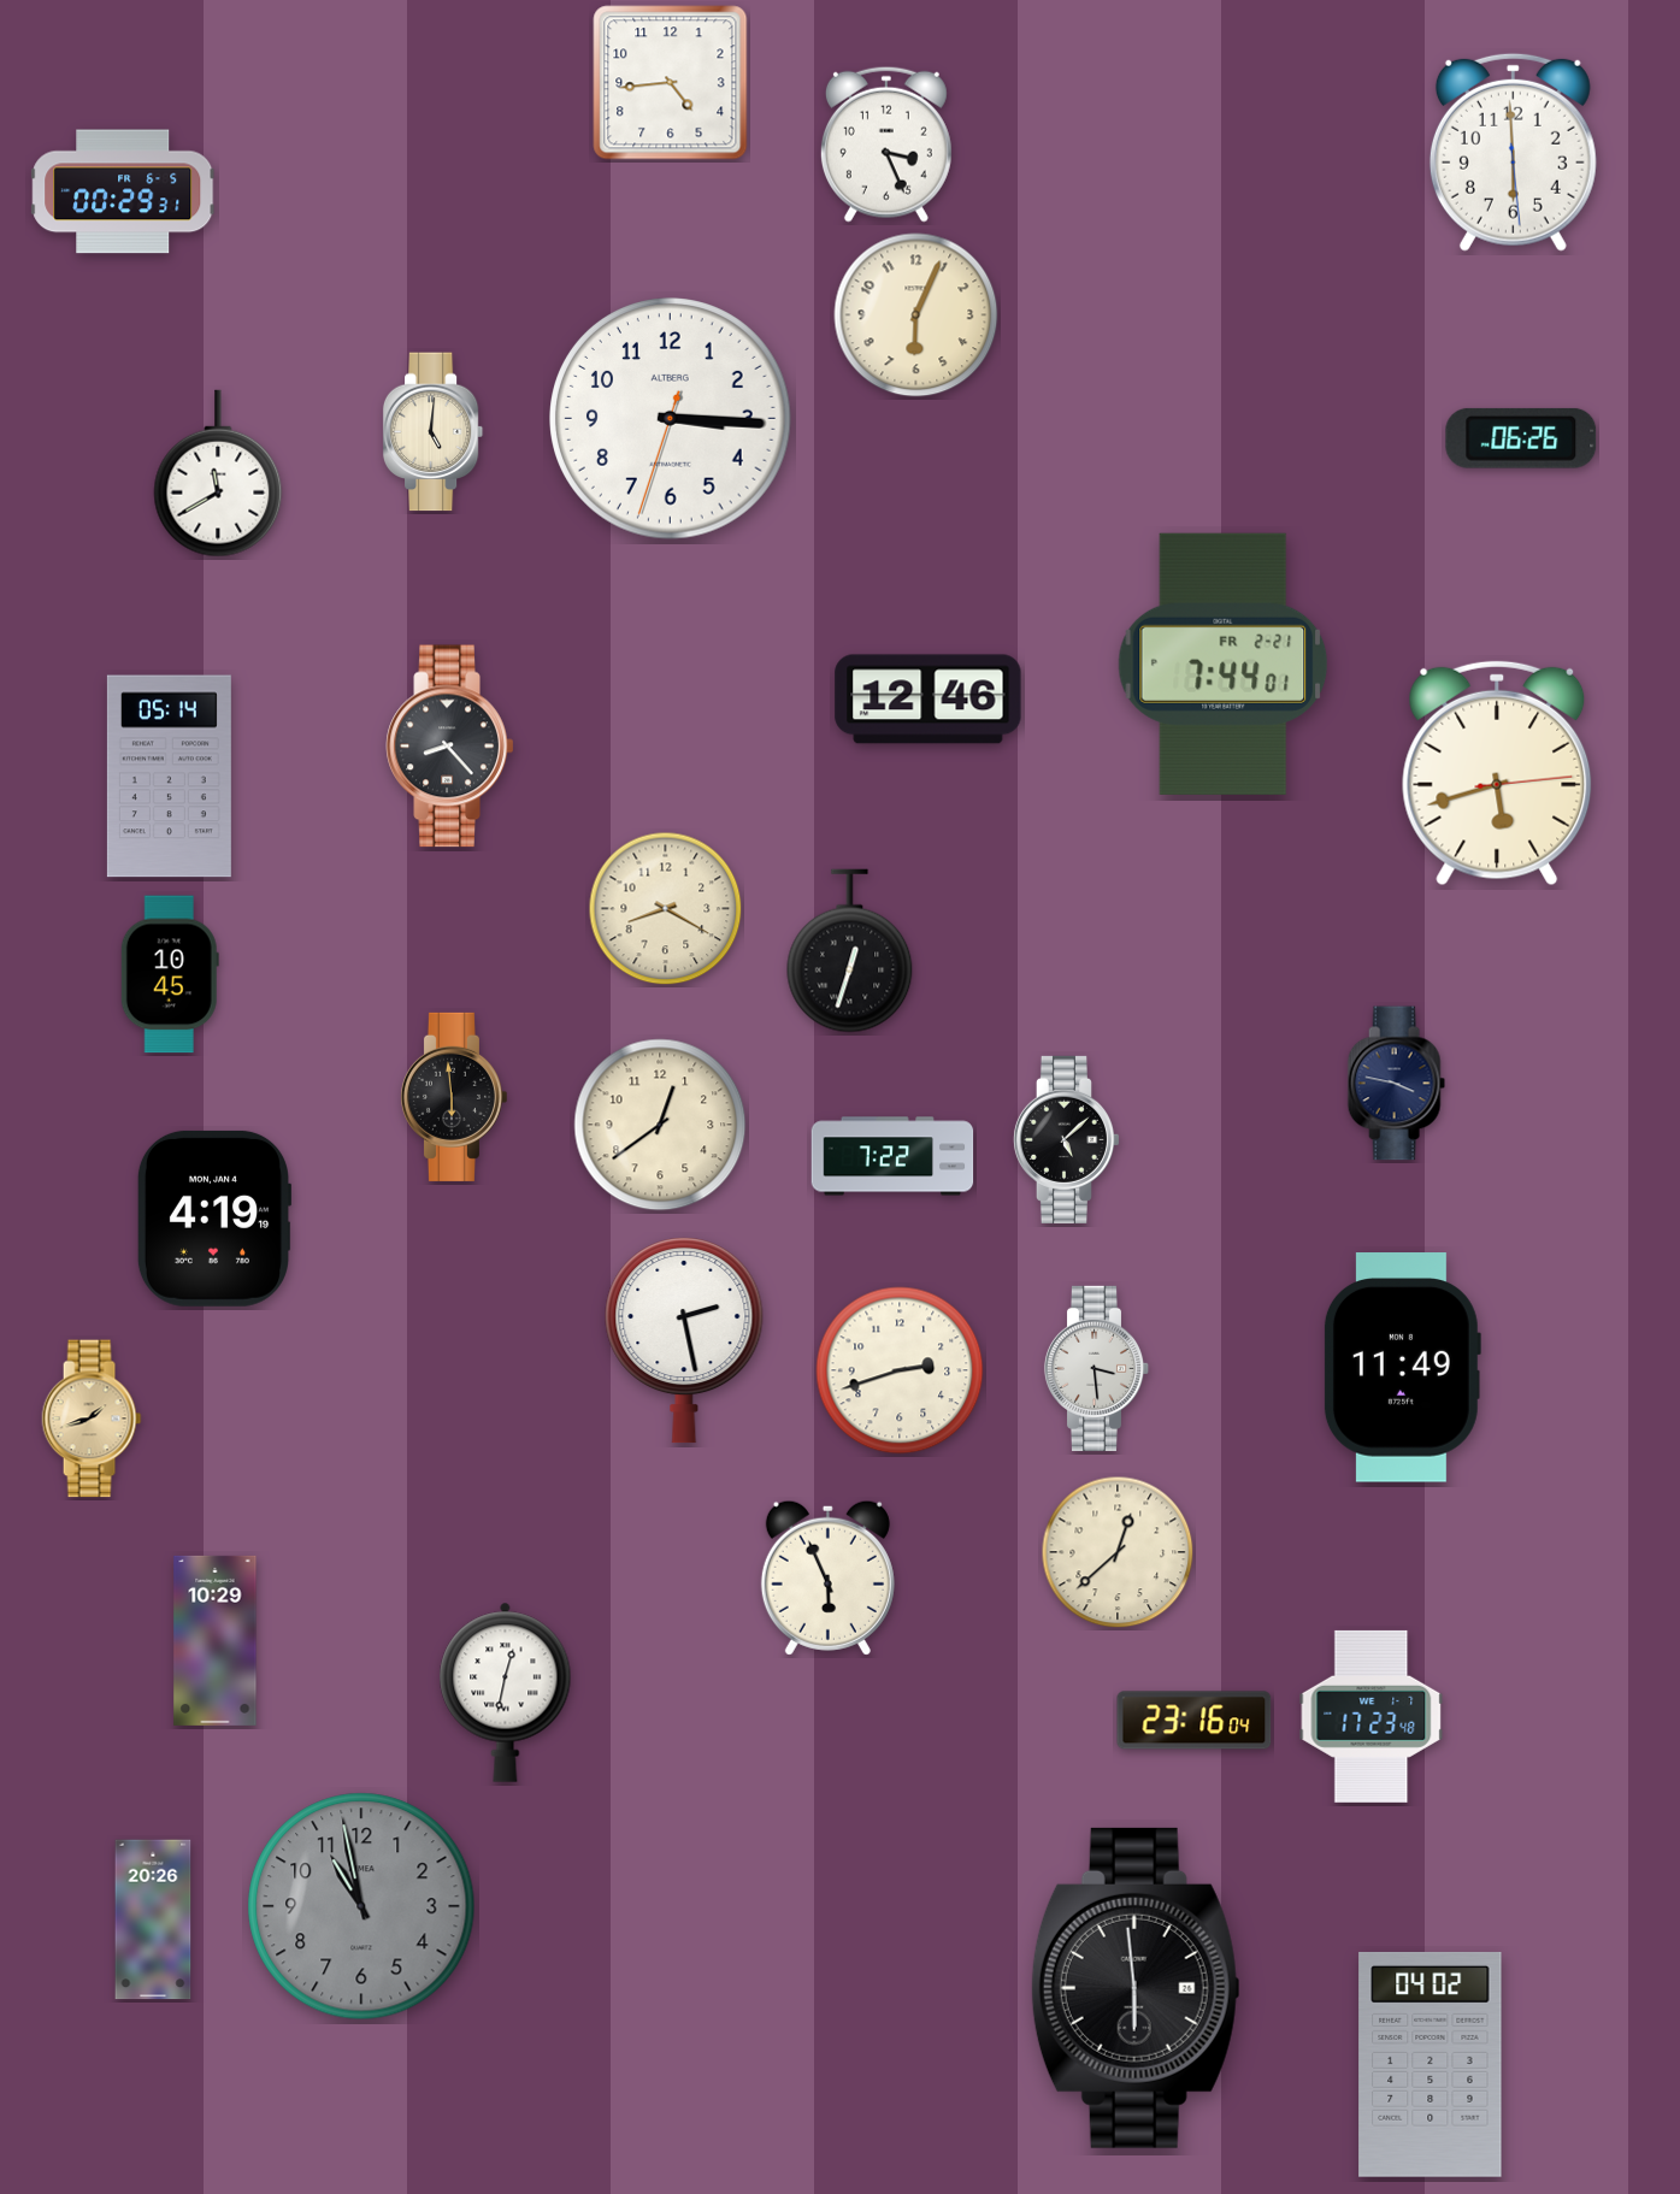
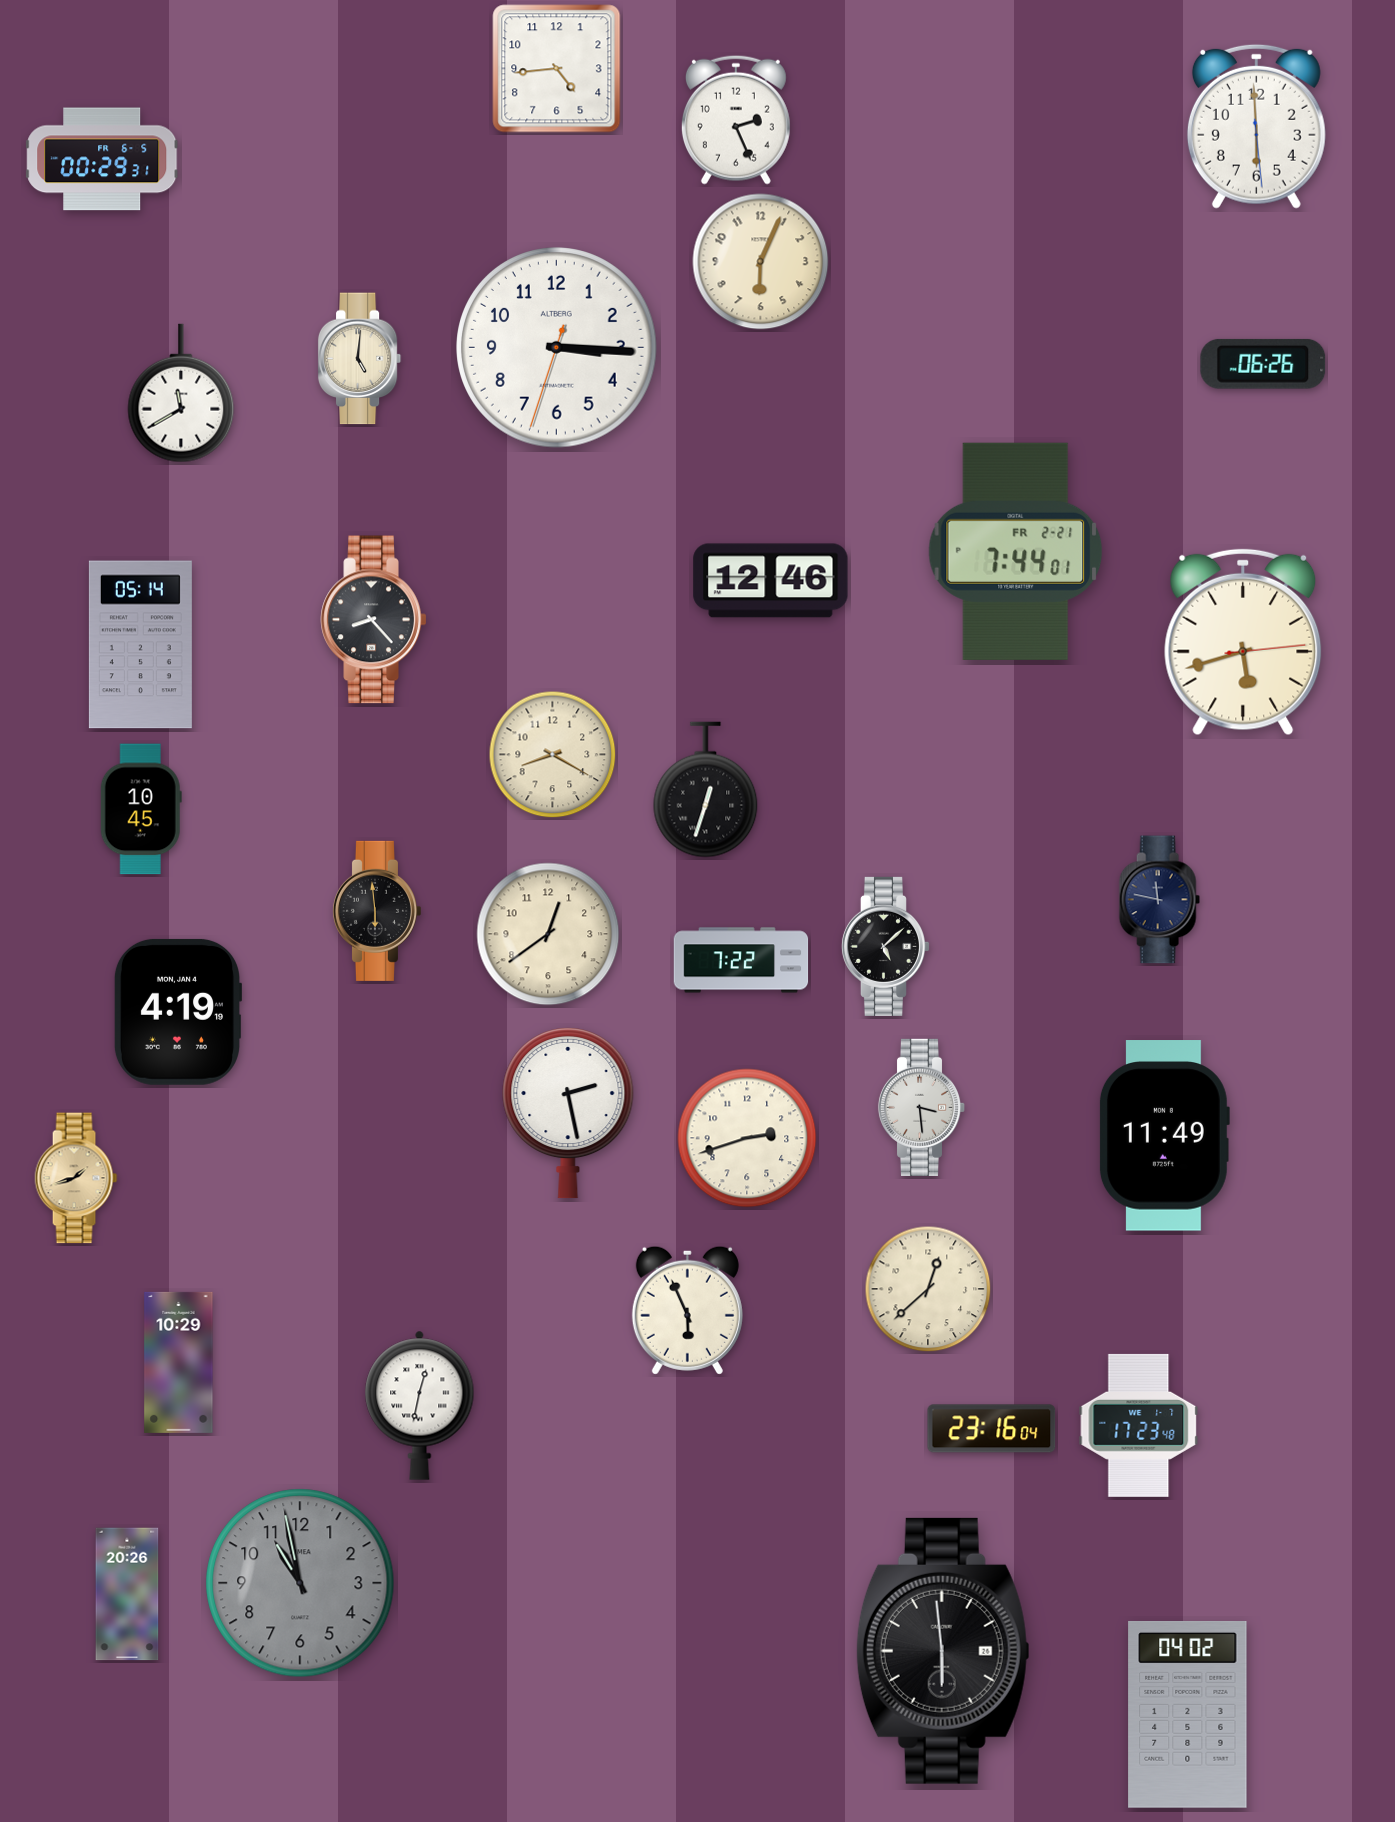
clock at (886, 145): 3:26 -> 2:26
clock at (1396, 1084): 3:47 -> 11:47
clock at (1097, 1368) position: (1097, 1368) -> (922, 1107)
